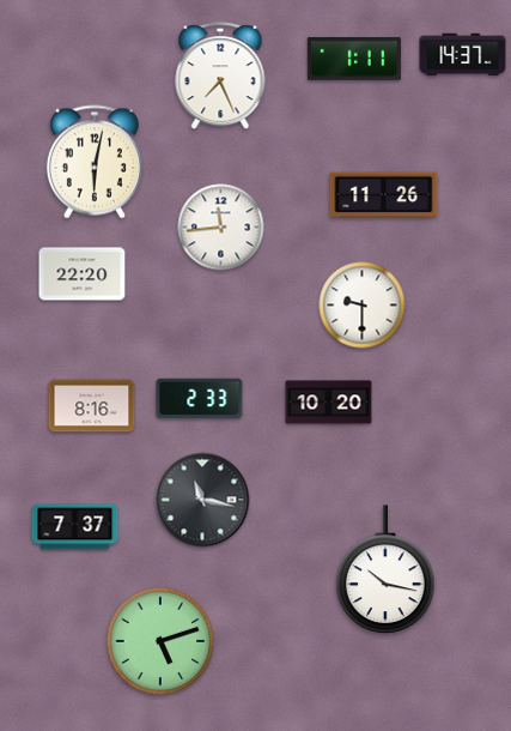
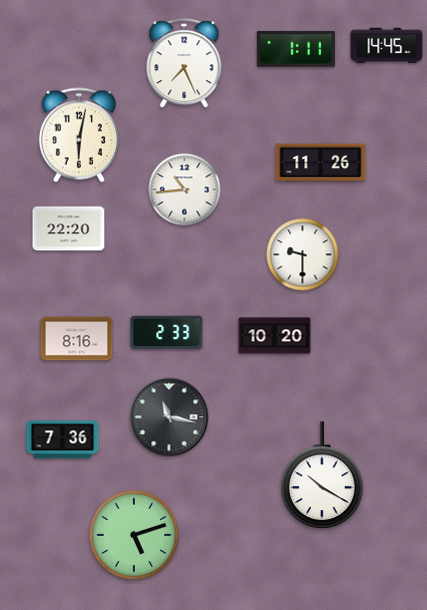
clock at (463, 55): 14:37 -> 14:45
clock at (221, 228): 11:44 -> 10:44
clock at (75, 527): 7:37 -> 7:36
clock at (385, 569): 10:17 -> 10:20
